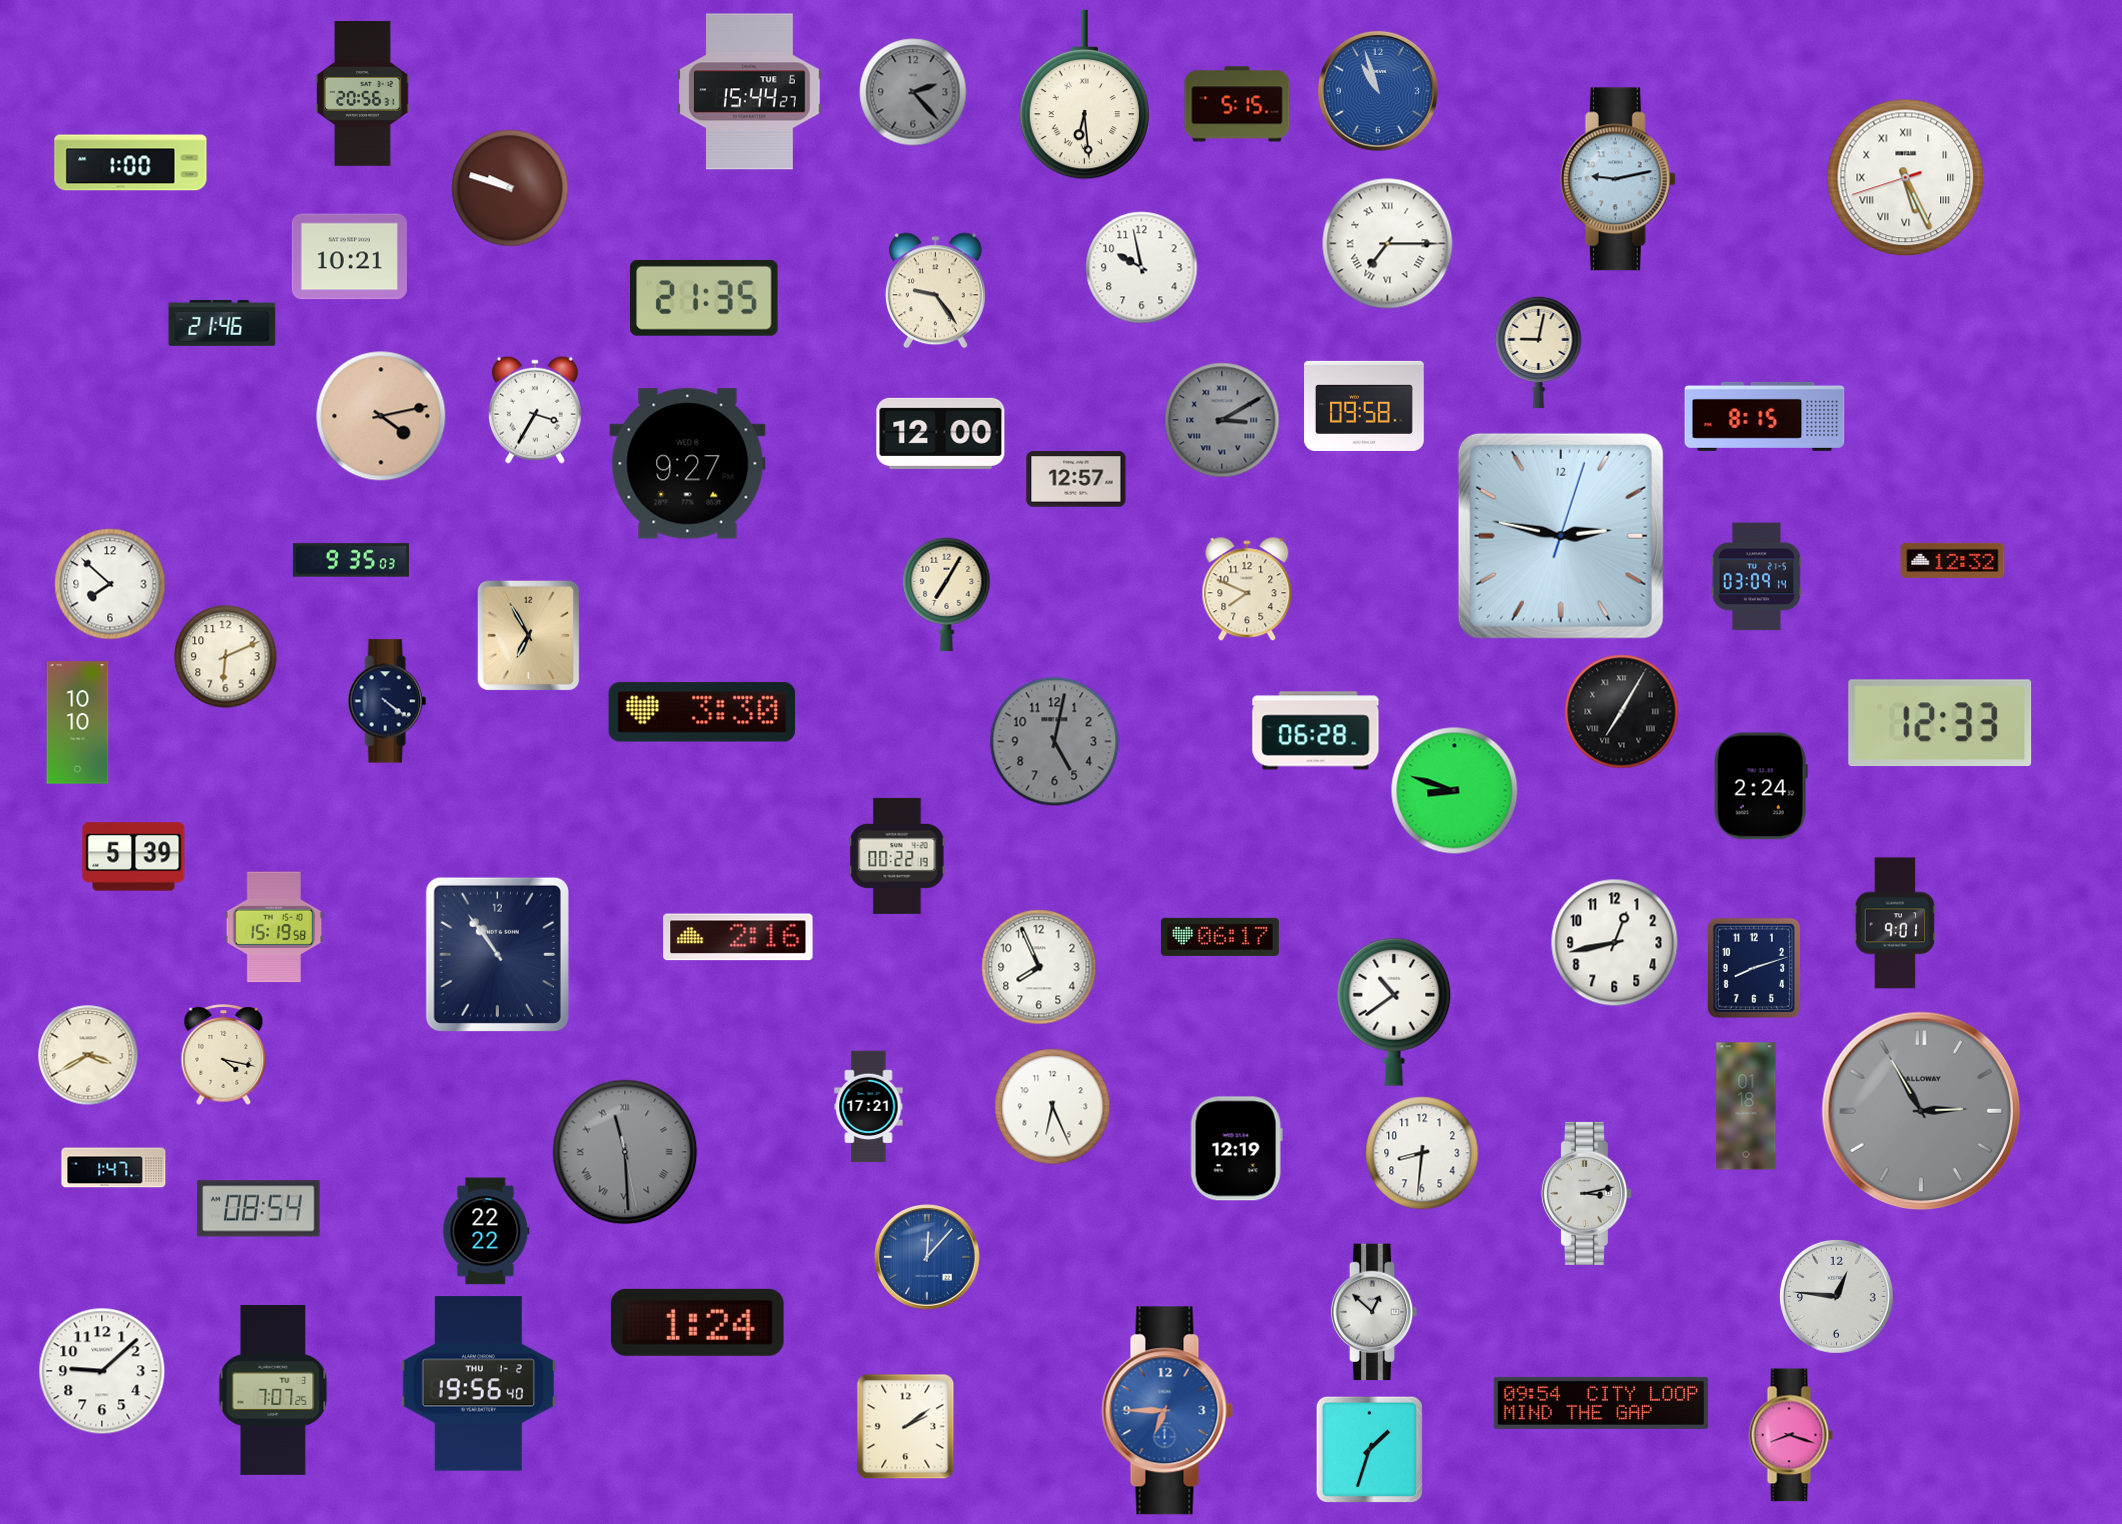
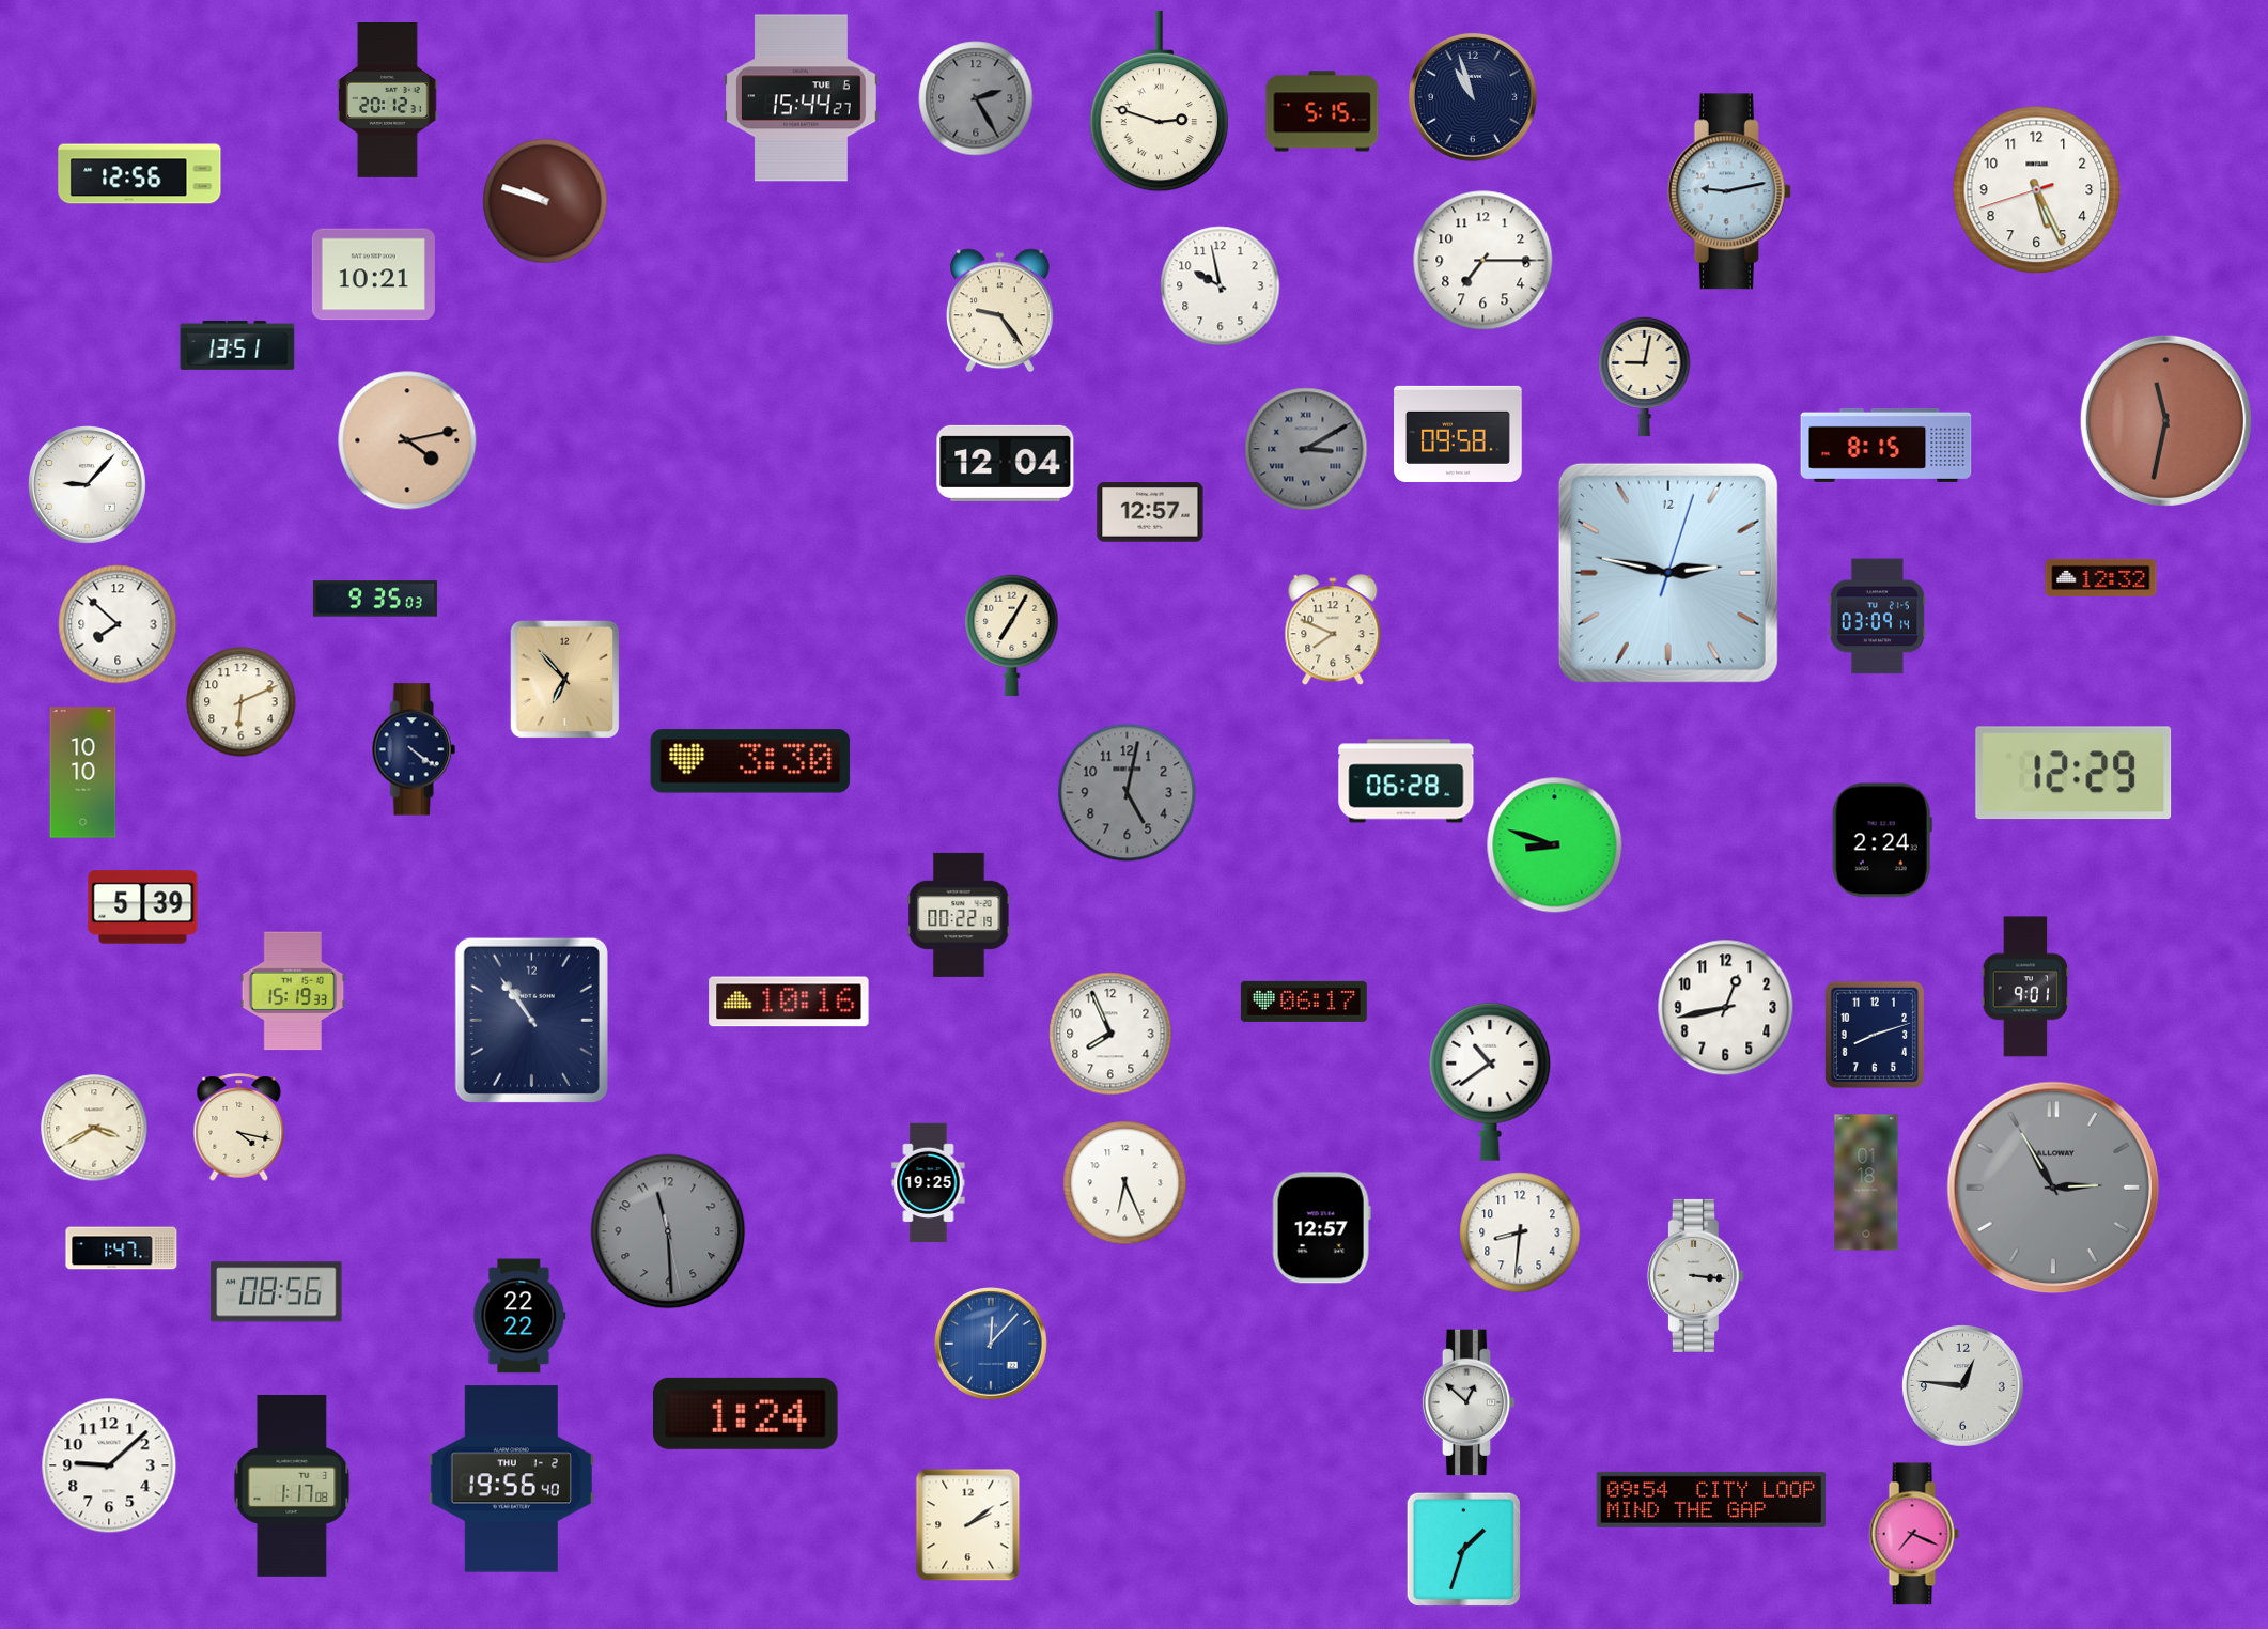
clock at (1378, 91) dial: blue -> navy
clock at (913, 92): 2:23 -> 2:25
clock at (363, 94): 20:56 -> 20:12
clock at (1084, 95): 6:29 -> 2:48
clock at (131, 163): 1:00 -> 12:56
clock at (1906, 178) numerals: Roman -> Arabic
clock at (1388, 244) numerals: Roman -> Arabic
clock at (704, 298): 21:35 -> none
clock at (222, 323): 21:46 -> 13:51
clock at (2165, 420): none -> 11:32
clock at (535, 410): 3:35 -> none
clock at (381, 416) position: (381, 416) -> (407, 440)
clock at (941, 433): 12:00 -> 12:04
clock at (87, 484): none -> 9:07
clock at (688, 464): 9:27 -> none
clock at (1953, 560) position: (1953, 560) -> (2101, 577)
clock at (529, 636): 6:55 -> 6:53
clock at (1622, 712): 7:05 -> none
clock at (1940, 723): 12:33 -> 12:29
clock at (134, 857) position: (134, 857) -> (143, 907)
clock at (274, 927): 15:19:58 -> 15:19:33
clock at (738, 937): 2:16 -> 10:16
clock at (869, 1107): 17:21 -> 19:25
clock at (1236, 1149): 12:19 -> 12:57
clock at (625, 1152) numerals: Roman -> Arabic
clock at (1586, 1193): 3:13 -> 3:16
clock at (259, 1209): 08:54 -> 08:56
clock at (273, 1390): 7:07 -> 1:17
clock at (1168, 1411): 6:45 -> none
clock at (1791, 1435): 8:18 -> 7:19
